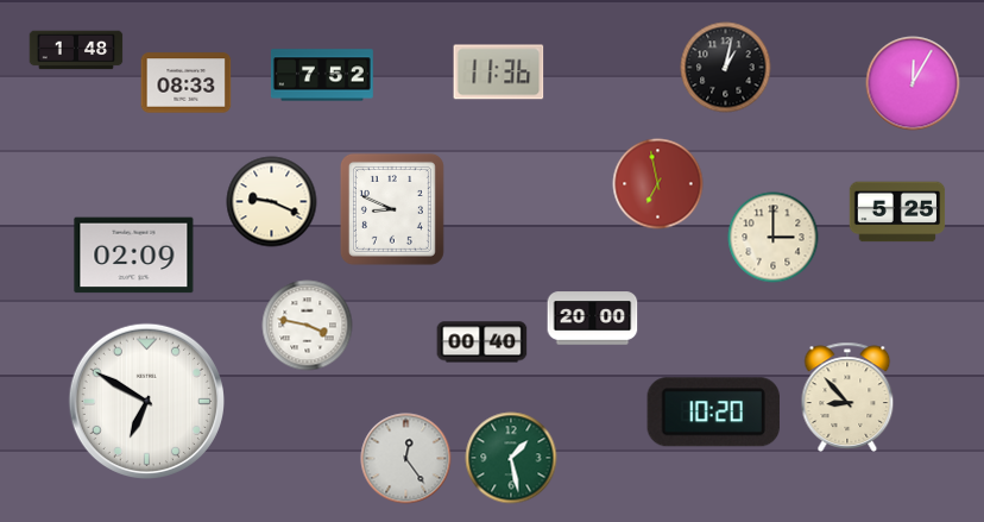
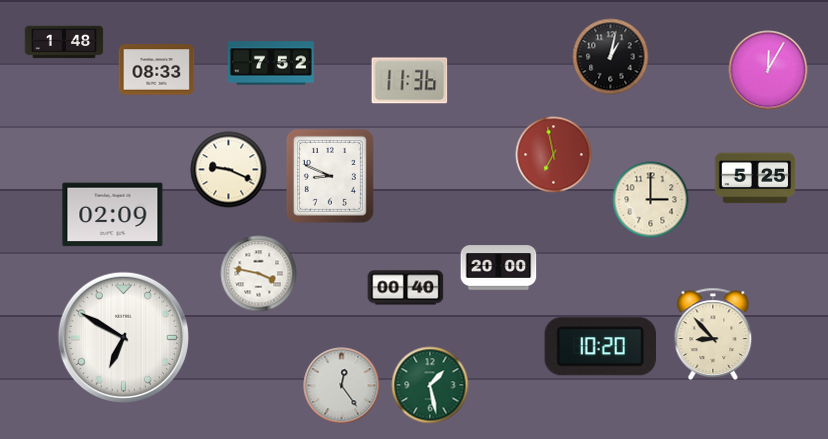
clock at (499, 73) position: (499, 73) -> (410, 81)
